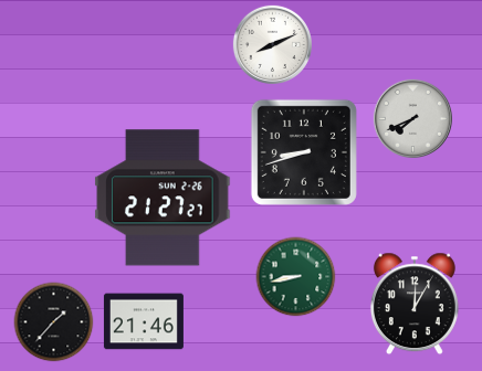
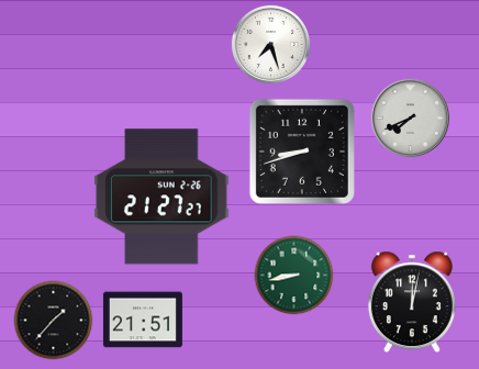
clock at (272, 44): 8:11 -> 7:27
clock at (415, 304): 12:05 -> 12:02
clock at (144, 321): 21:46 -> 21:51
